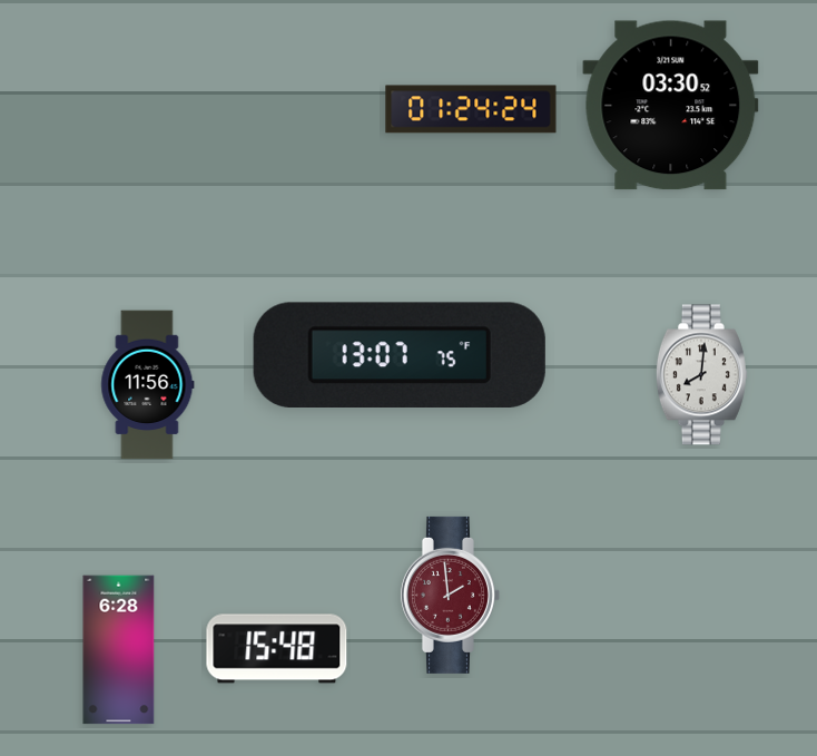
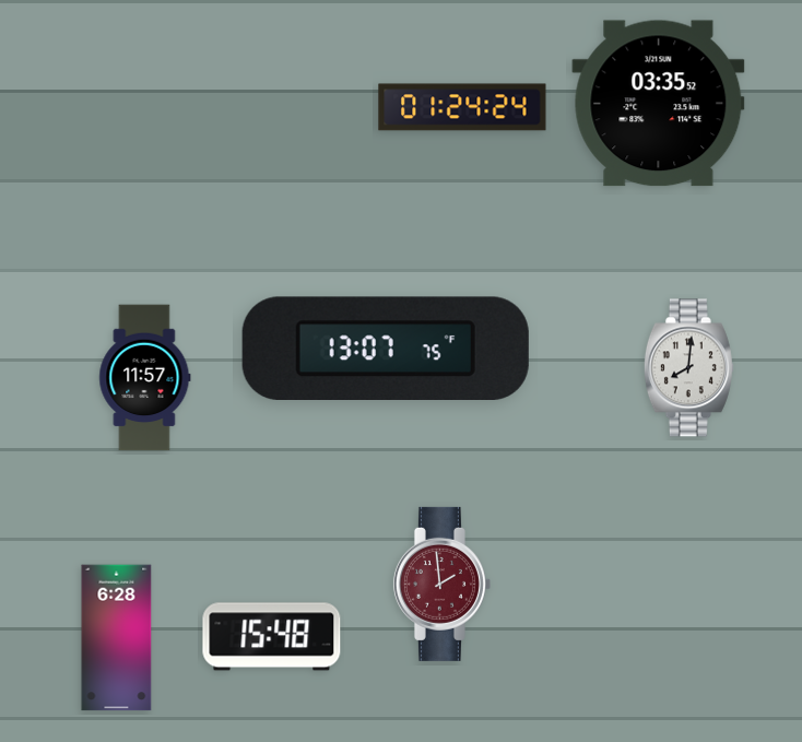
clock at (671, 106): 03:30 -> 03:35
clock at (400, 354) position: (400, 354) -> (386, 348)
clock at (148, 385): 11:56 -> 11:57
